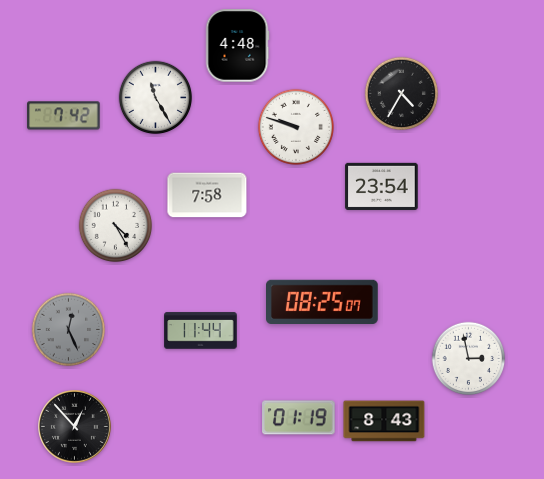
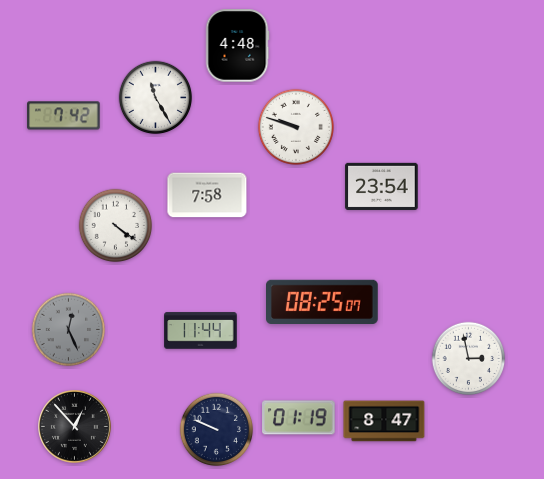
clock at (402, 94): 4:35 -> none
clock at (116, 226): 4:25 -> 4:21
clock at (384, 421): 8:43 -> 8:47
clock at (217, 430): none -> 9:49
